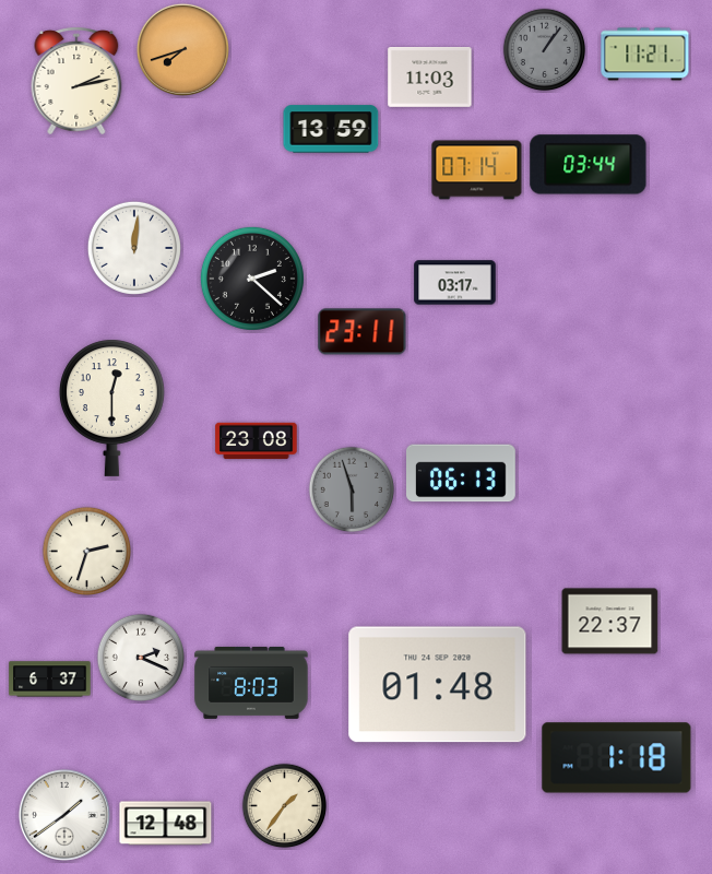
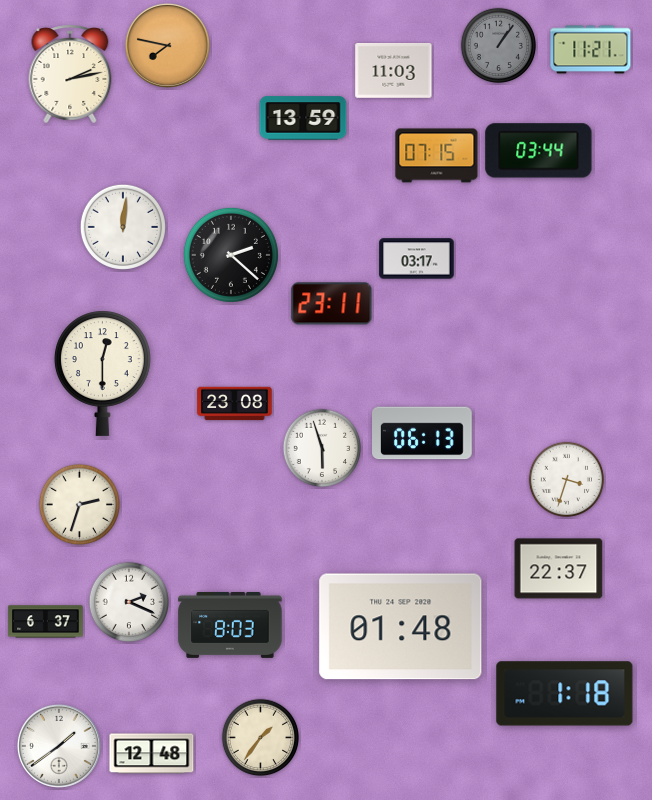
clock at (182, 49): 7:42 -> 7:47
clock at (477, 170): 07:14 -> 07:15
clock at (352, 489) dial: grey -> white
clock at (567, 480): none -> 3:33
